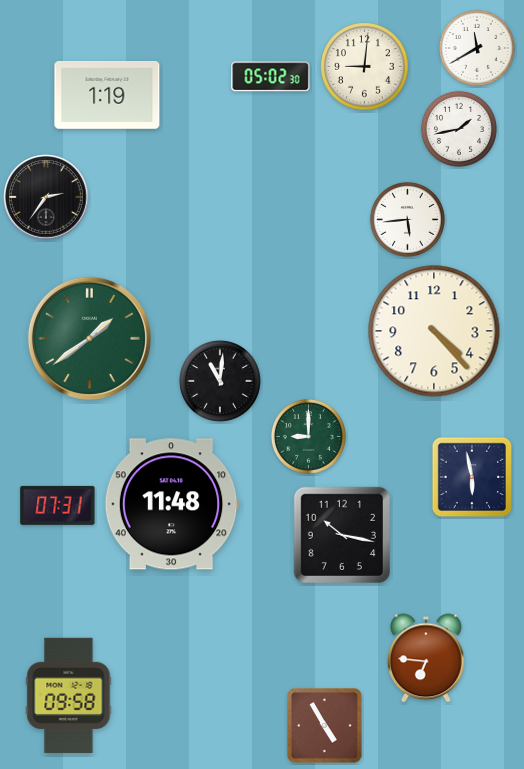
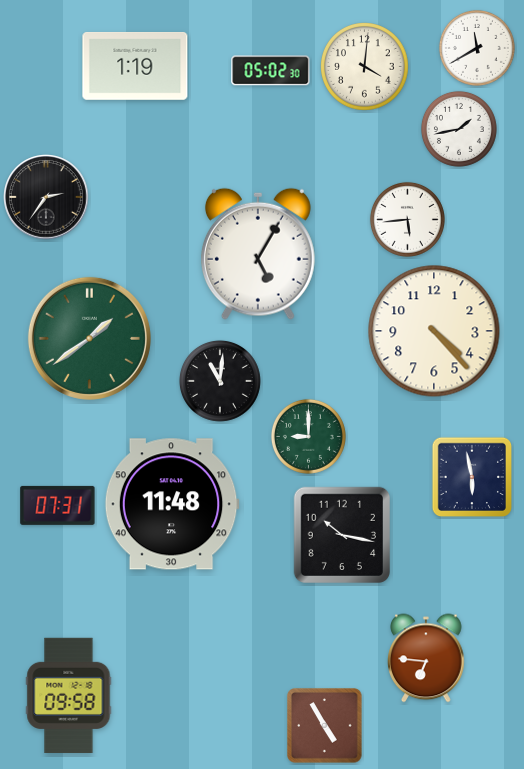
clock at (365, 67): 9:01 -> 4:01
clock at (271, 77) position: (271, 77) -> (271, 71)
clock at (107, 95) position: (107, 95) -> (135, 66)
clock at (258, 254): none -> 5:05
